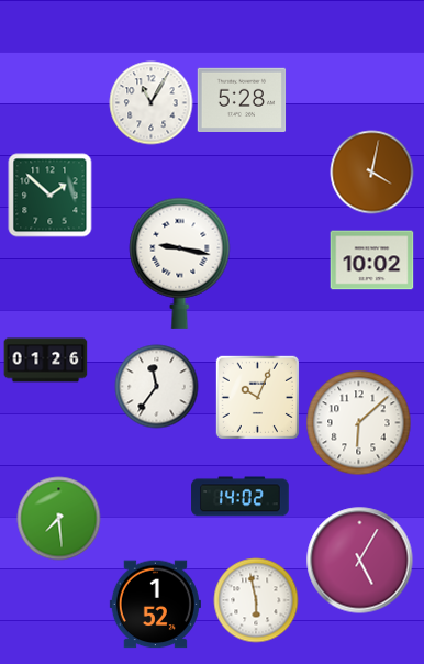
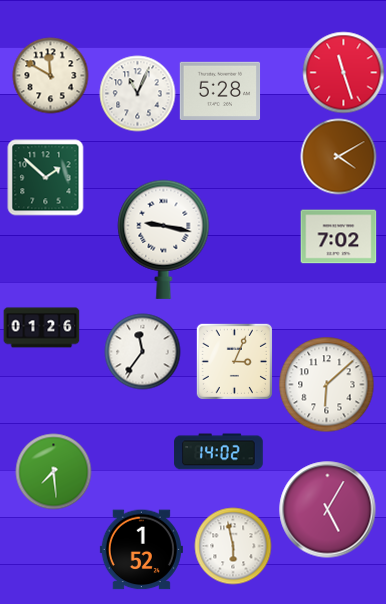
clock at (344, 73): none -> 11:27
clock at (51, 76): none -> 11:50
clock at (152, 103): 11:05 -> 11:04
clock at (372, 173): 4:02 -> 4:10
clock at (372, 261): 10:02 -> 7:02
clock at (257, 397): 10:04 -> 3:04
